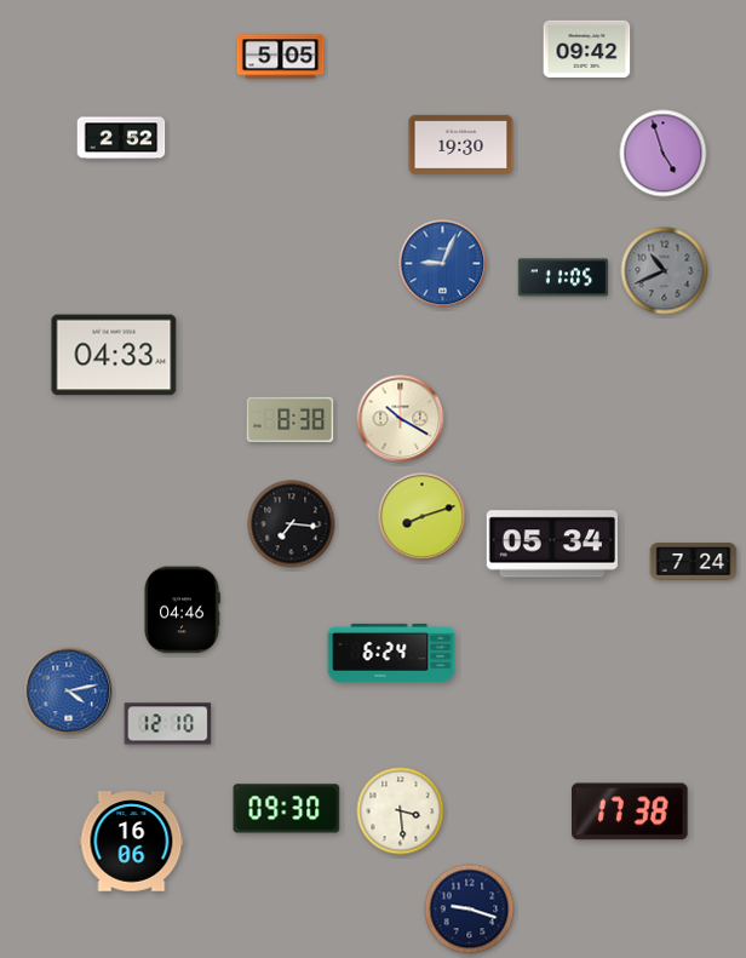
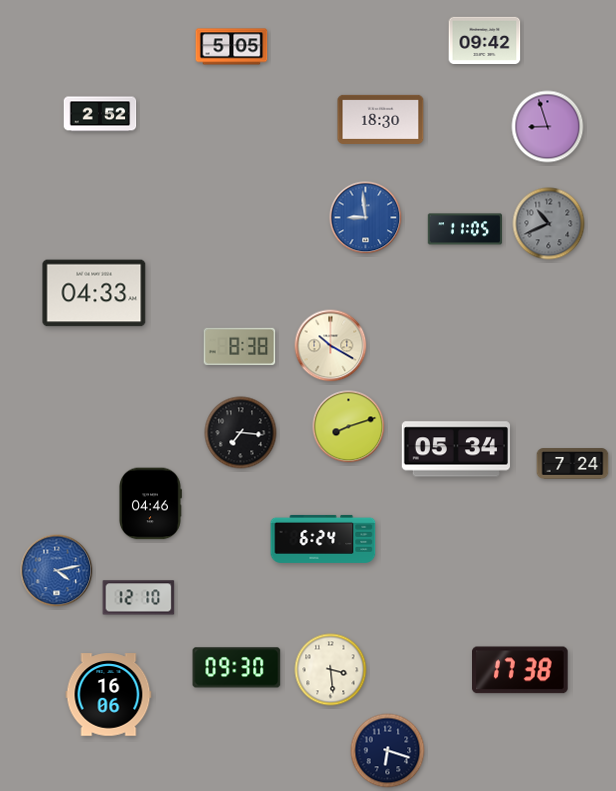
clock at (461, 144): 19:30 -> 18:30
clock at (664, 154): 4:57 -> 8:57
clock at (443, 264): 9:04 -> 8:59
clock at (470, 910): 9:18 -> 6:18
